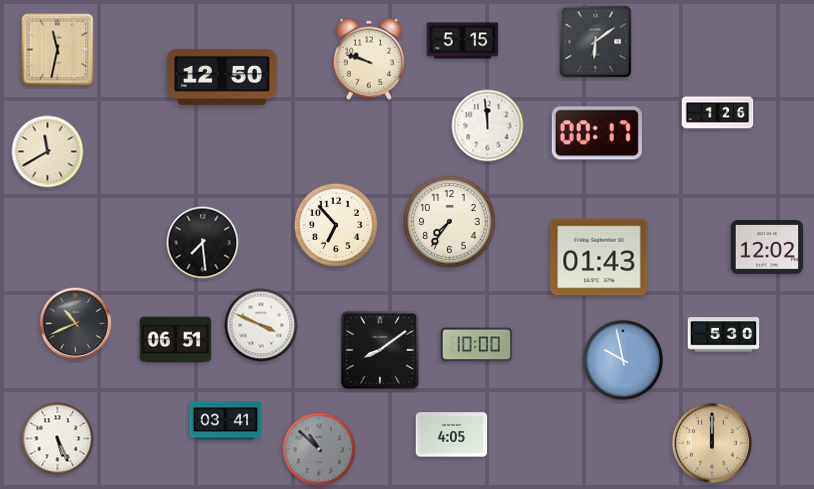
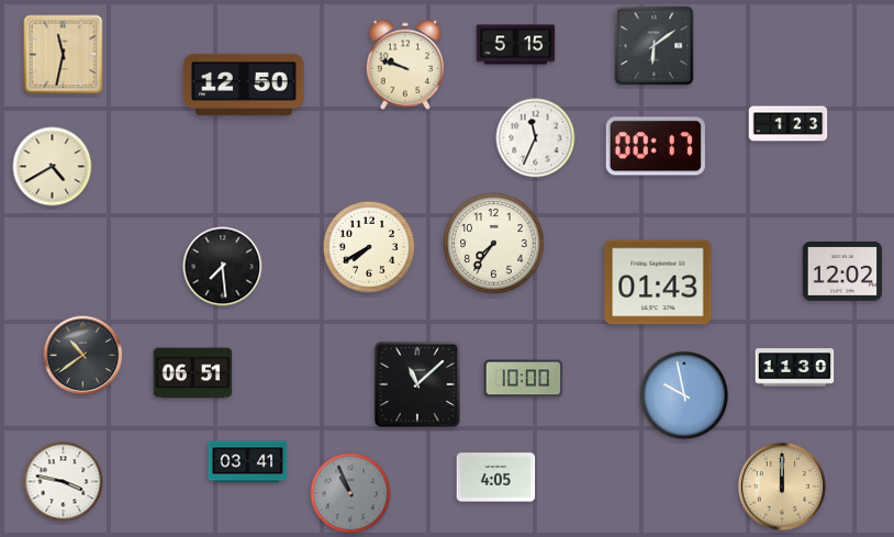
clock at (463, 41) position: (463, 41) -> (516, 45)
clock at (718, 113): 1:26 -> 1:23
clock at (488, 126): 11:59 -> 11:34
clock at (48, 152): 11:40 -> 4:40
clock at (336, 225): 6:53 -> 7:40
clock at (76, 324): 10:41 -> 10:39
clock at (261, 325): 3:49 -> none
clock at (724, 335): 5:30 -> 11:30
clock at (379, 349): 8:09 -> 11:08
clock at (58, 439): 5:26 -> 3:47
clock at (319, 449): 10:52 -> 10:56
